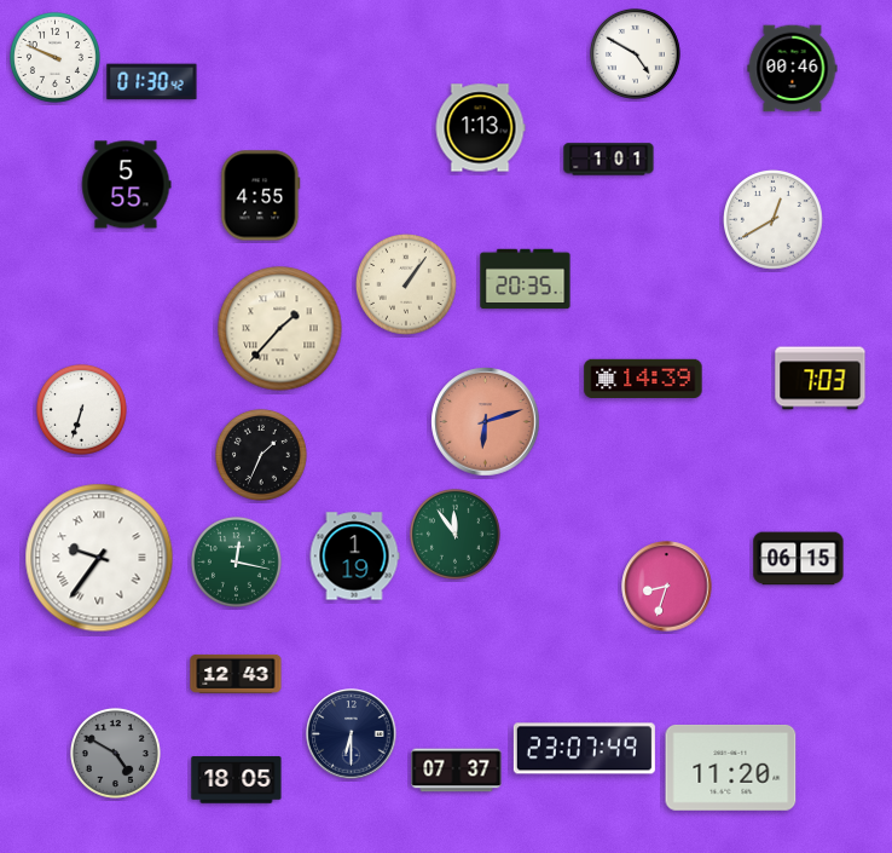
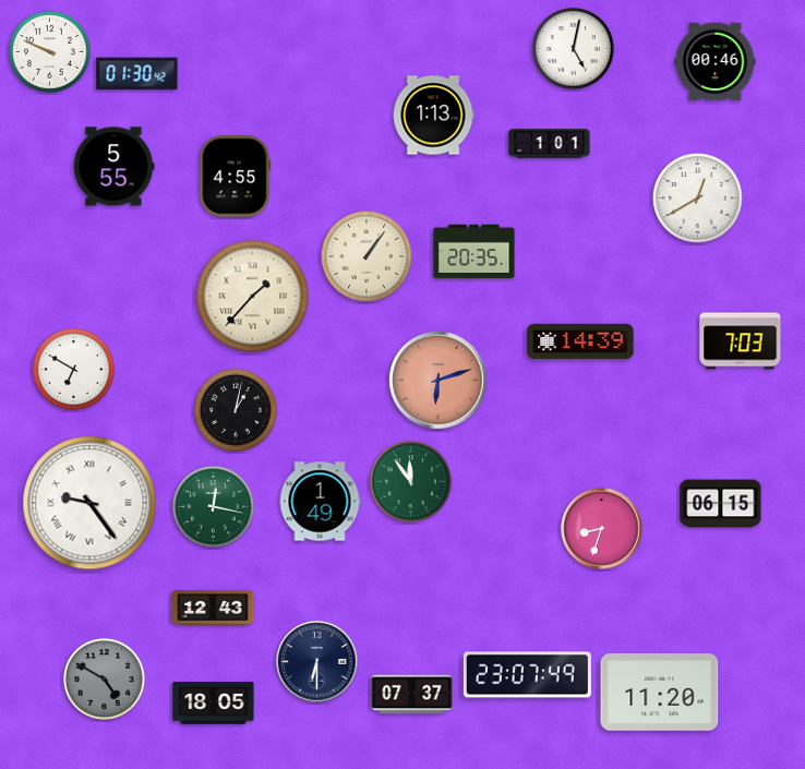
clock at (635, 53): 4:50 -> 5:02
clock at (81, 409): 6:33 -> 6:50
clock at (261, 455): 1:34 -> 1:02
clock at (354, 557): 1:19 -> 1:49
clock at (99, 558): 9:36 -> 9:24
